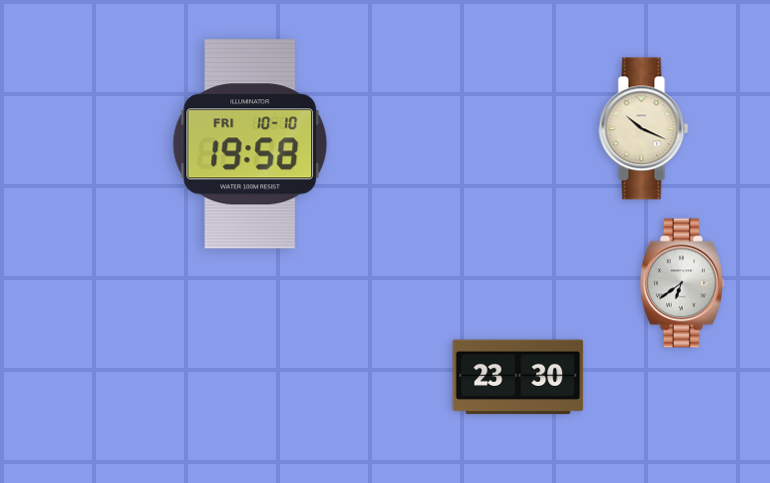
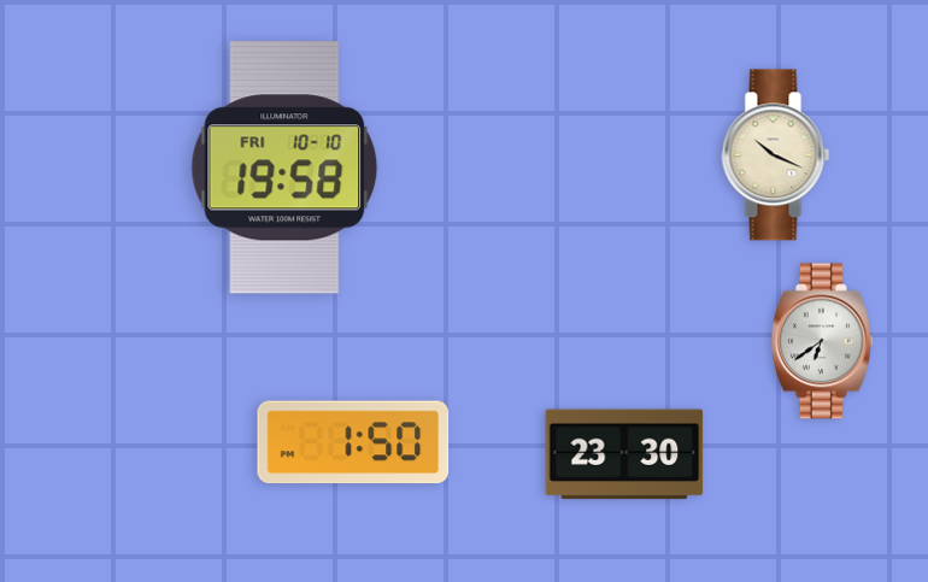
clock at (250, 144) position: (250, 144) -> (284, 167)
clock at (353, 442): none -> 1:50
